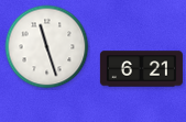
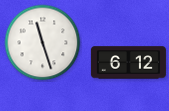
clock at (141, 69): 6:21 -> 6:12
